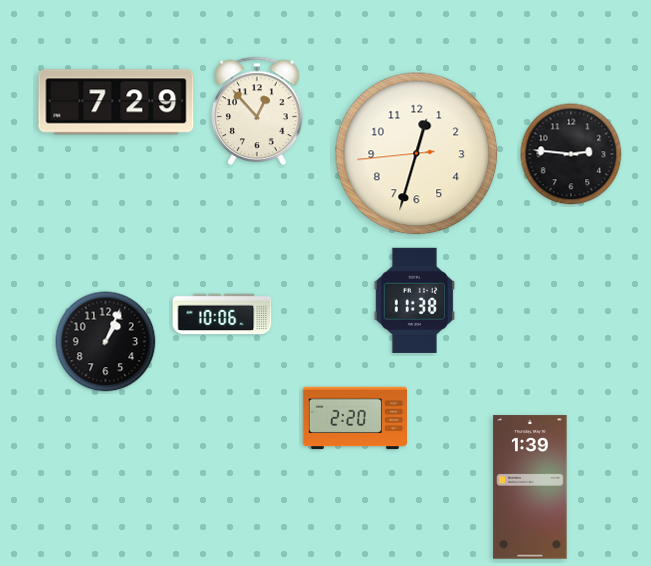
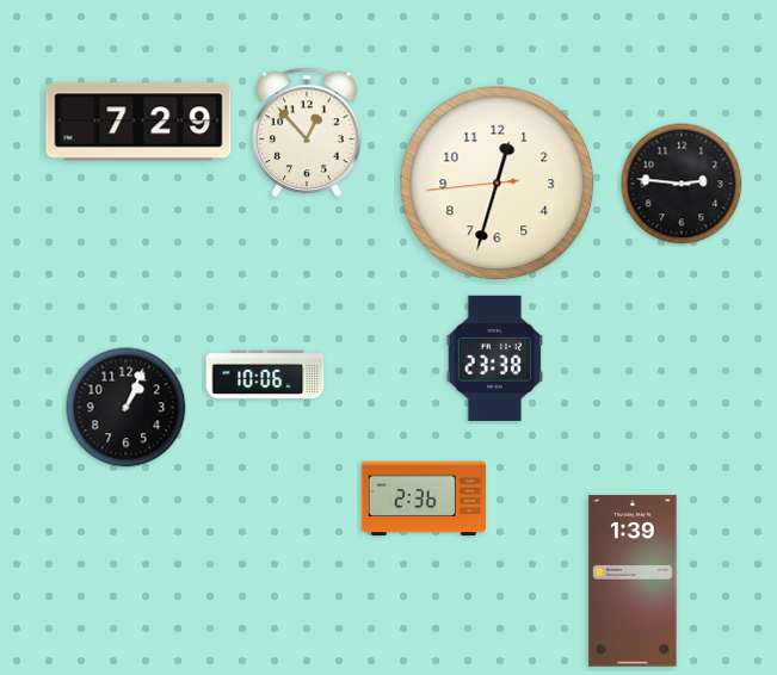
clock at (415, 300): 11:38 -> 23:38
clock at (354, 418): 2:20 -> 2:36
